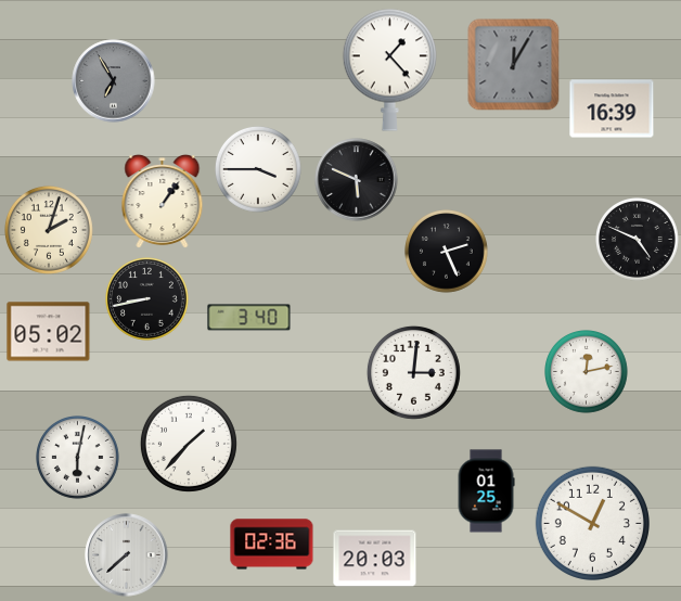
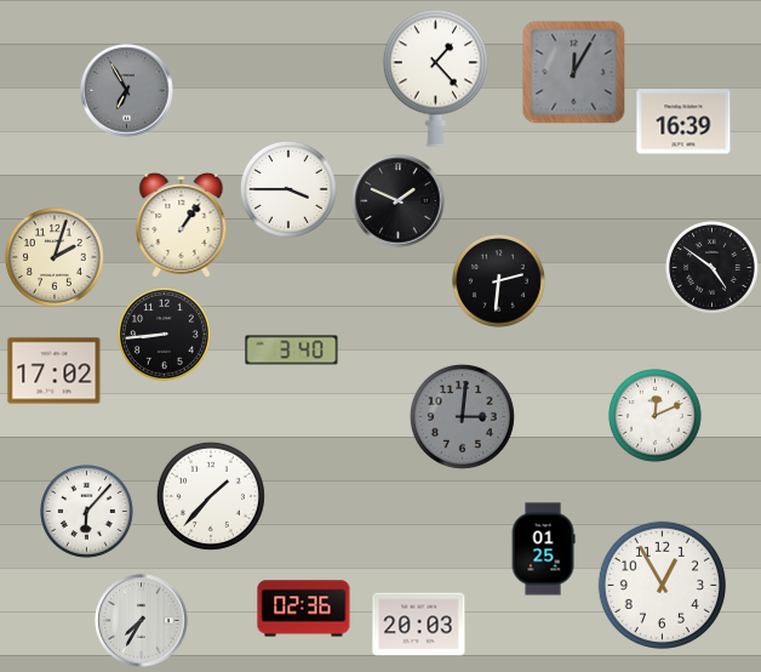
clock at (357, 180): 5:49 -> 1:49
clock at (638, 240): 4:49 -> 4:51
clock at (447, 252): 2:26 -> 2:31
clock at (147, 299): 8:43 -> 8:44
clock at (249, 318) position: (249, 318) -> (292, 351)
clock at (49, 332): 05:02 -> 17:02
clock at (413, 372) dial: white -> grey
clock at (587, 372): 12:13 -> 12:11
clock at (78, 458): 6:02 -> 6:07
clock at (592, 523): 12:50 -> 12:55
clock at (127, 555): 7:38 -> 7:35
